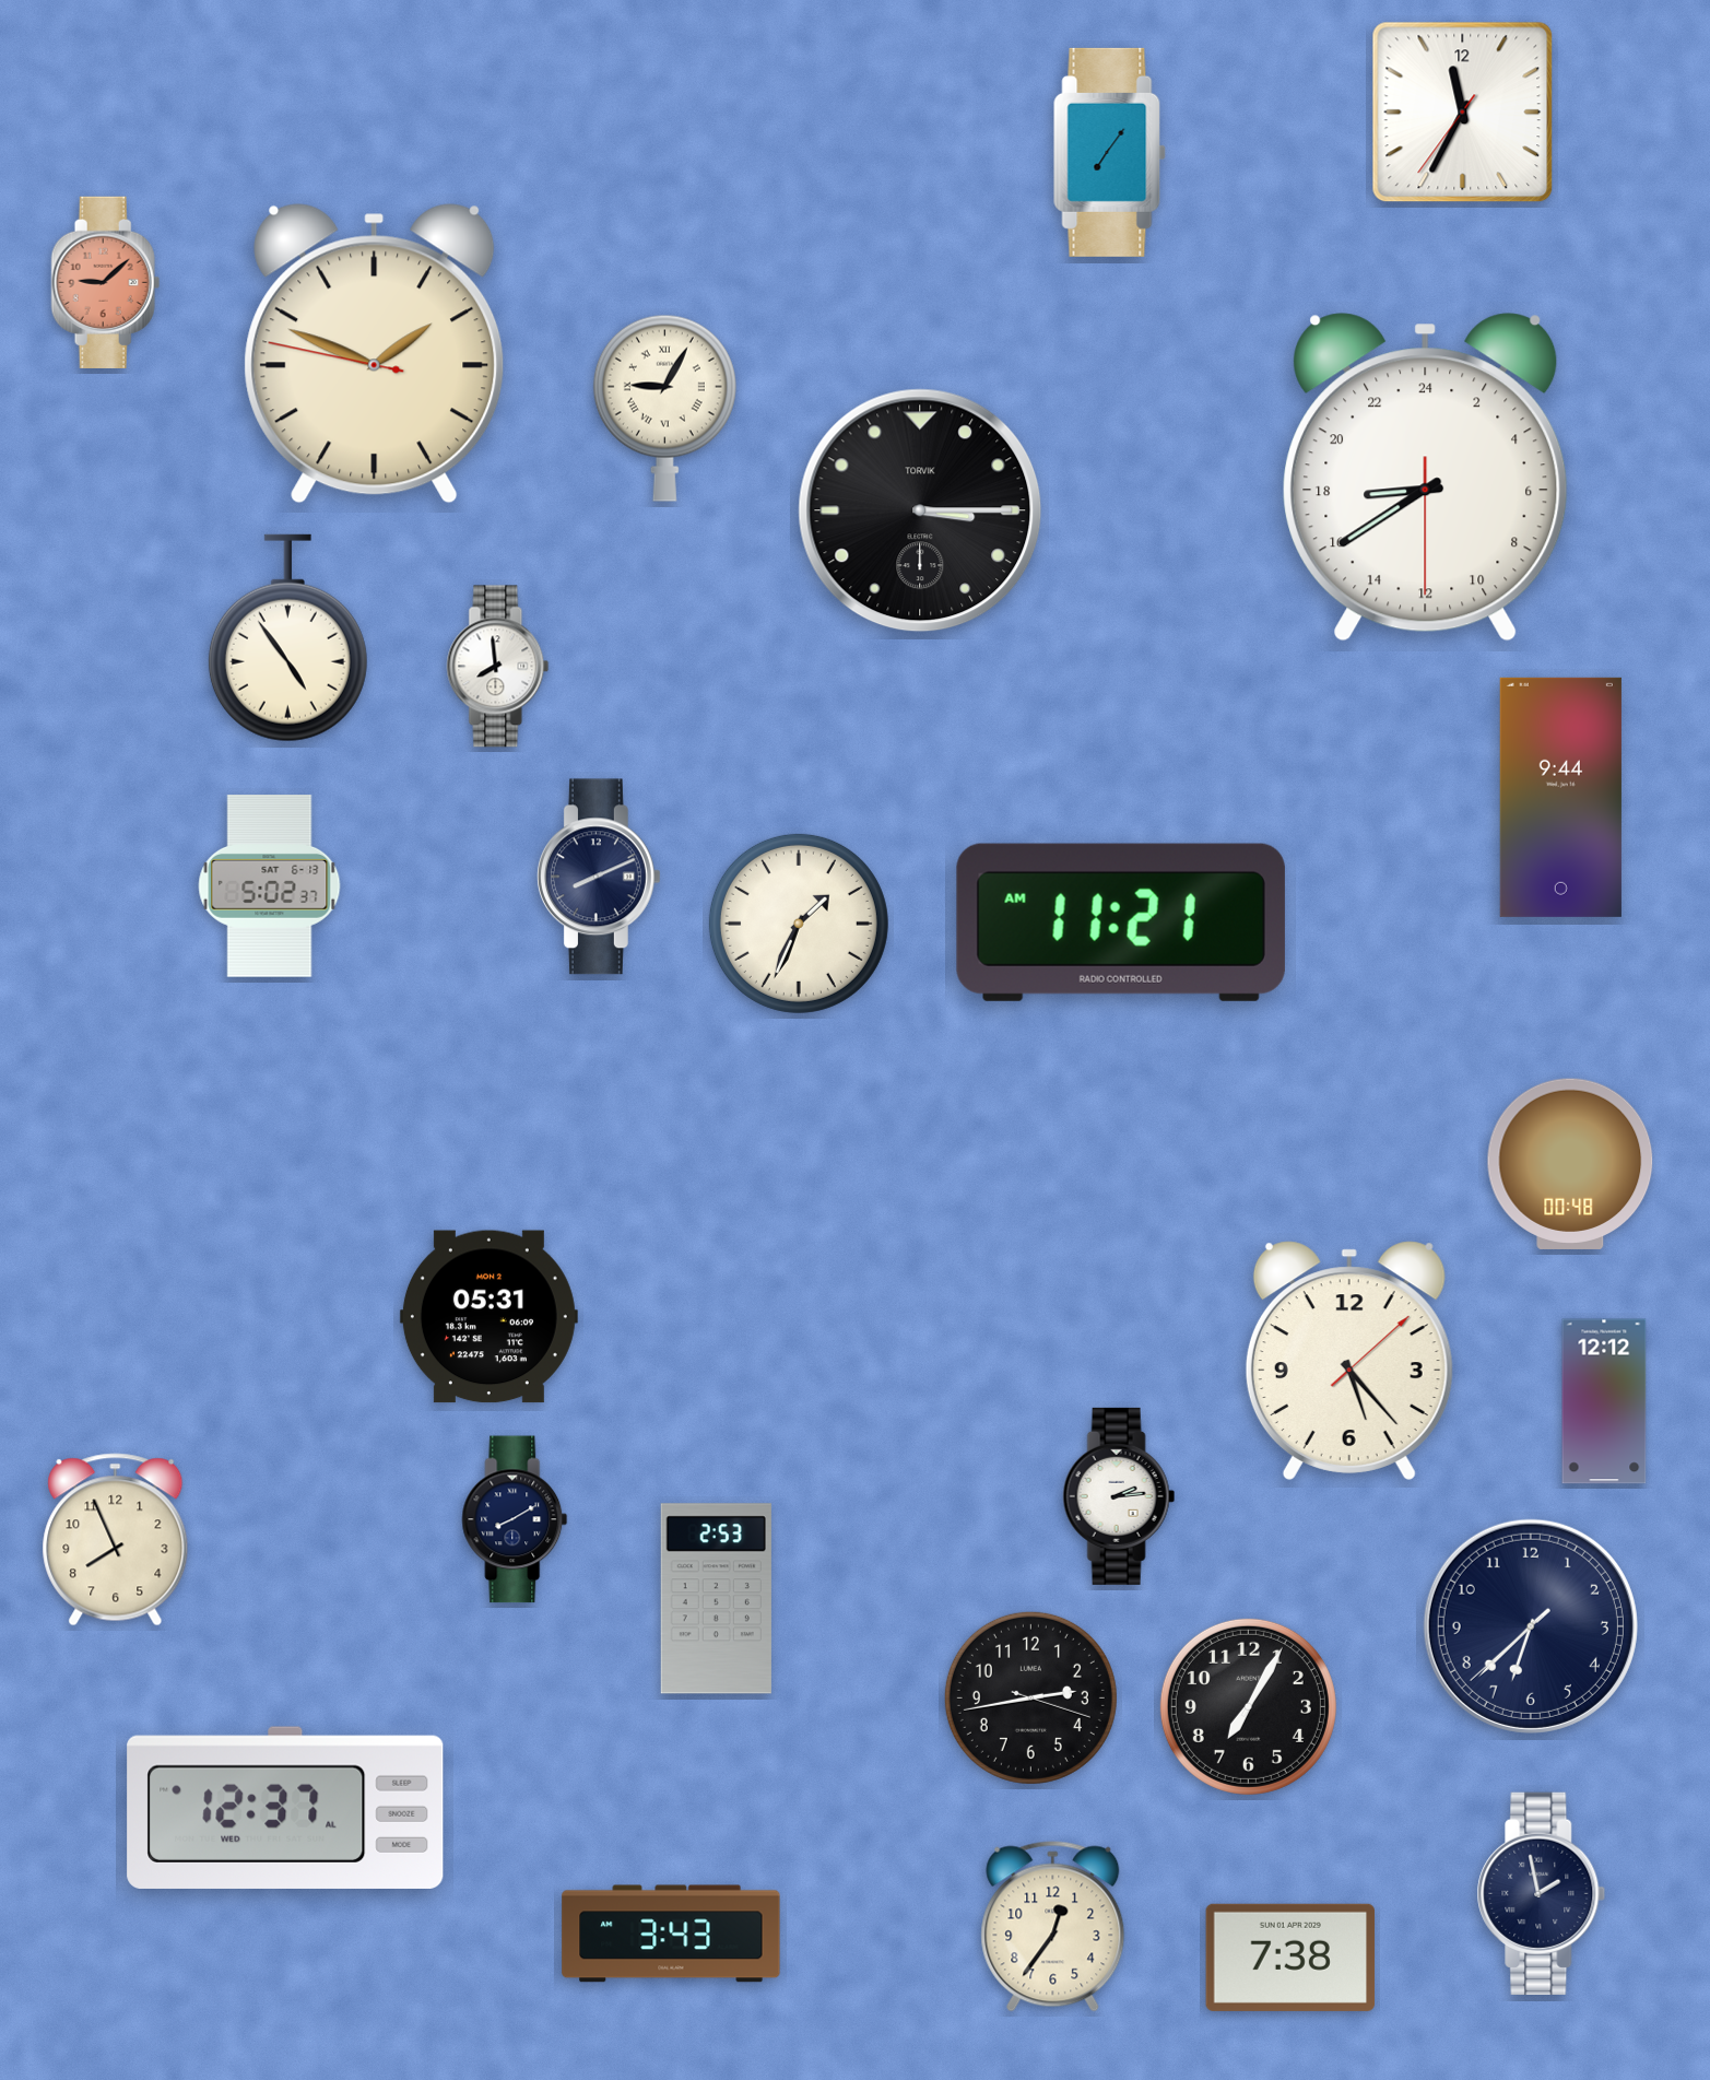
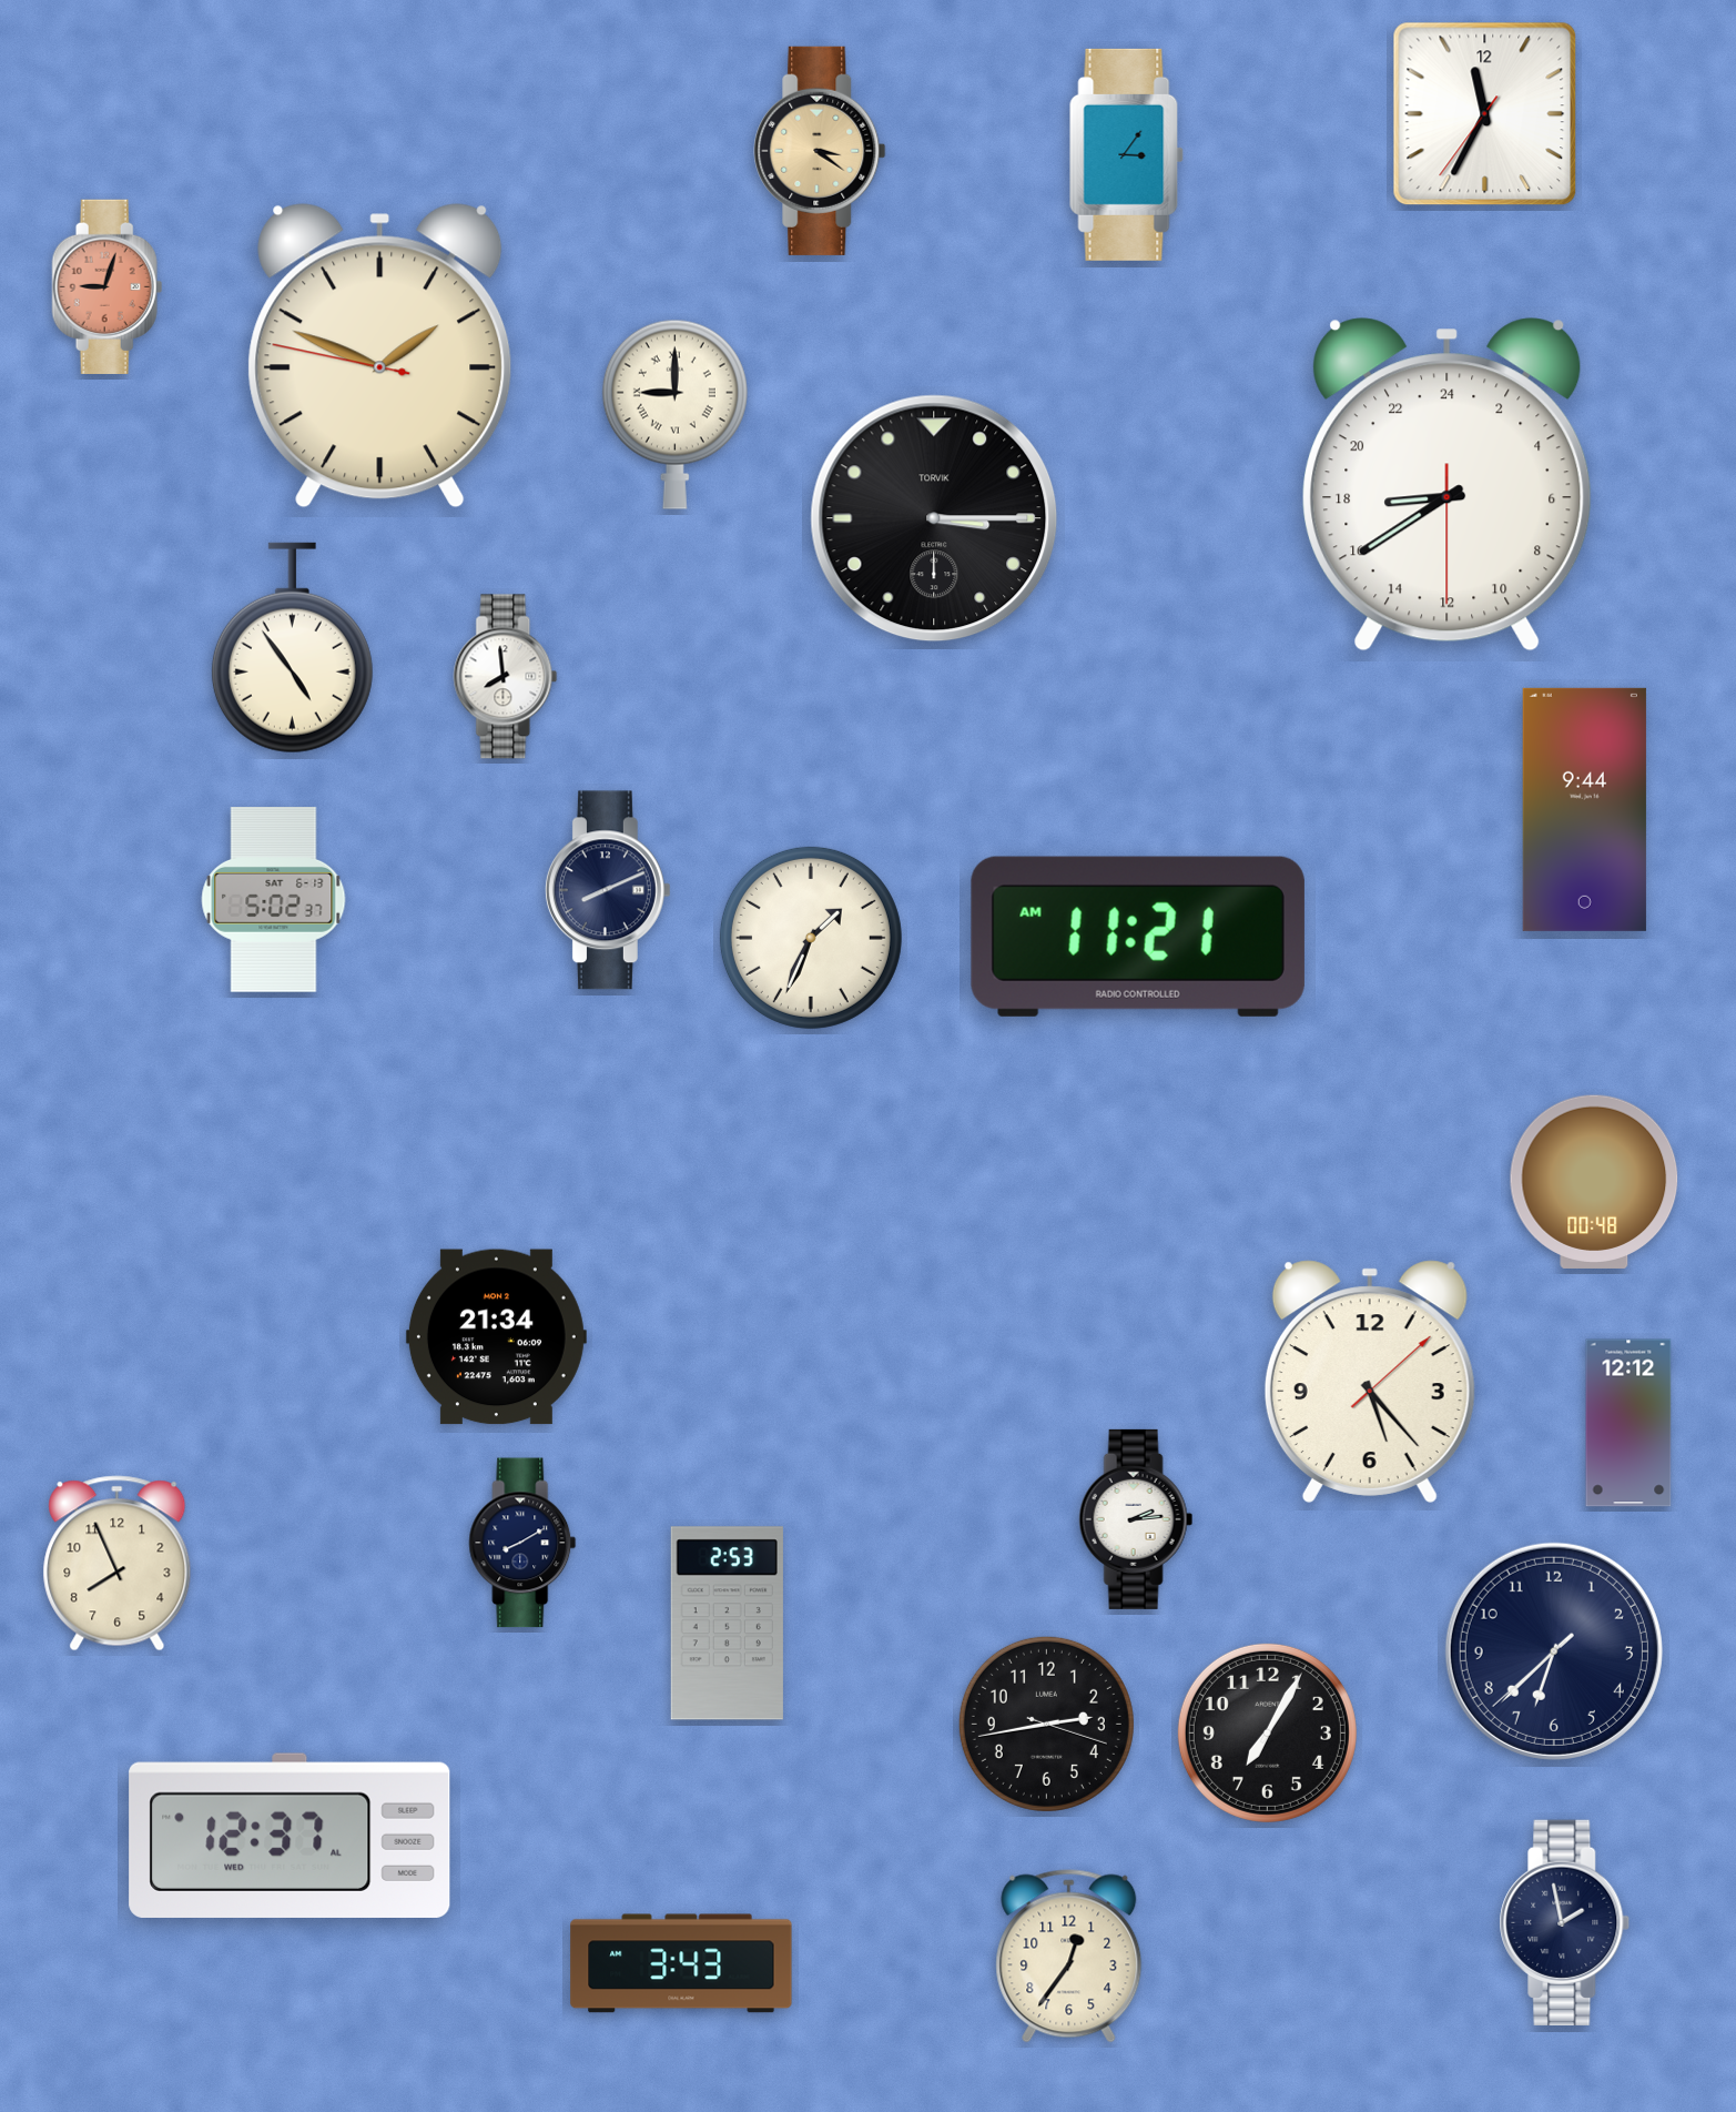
clock at (820, 151): none -> 3:21
clock at (1110, 152): 7:06 -> 3:06
clock at (106, 282): 9:08 -> 9:03
clock at (375, 354) position: (375, 354) -> (380, 356)
clock at (664, 408): 9:05 -> 9:00
clock at (488, 1317): 05:31 -> 21:34
clock at (1290, 1958): 7:38 -> none
